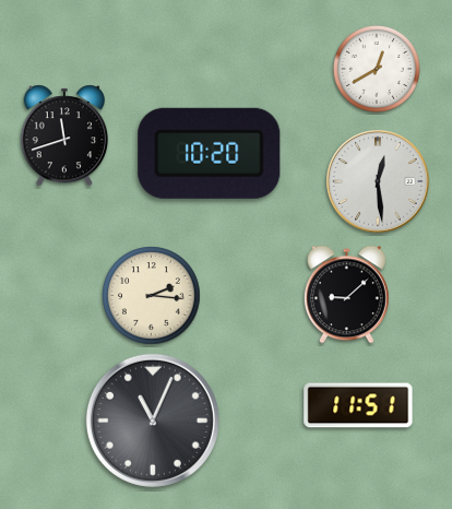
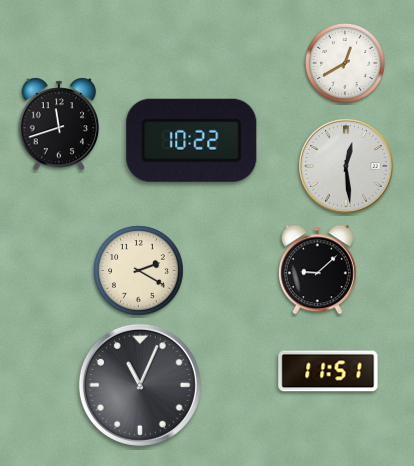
clock at (210, 153): 10:20 -> 10:22
clock at (152, 296): 2:16 -> 2:20
